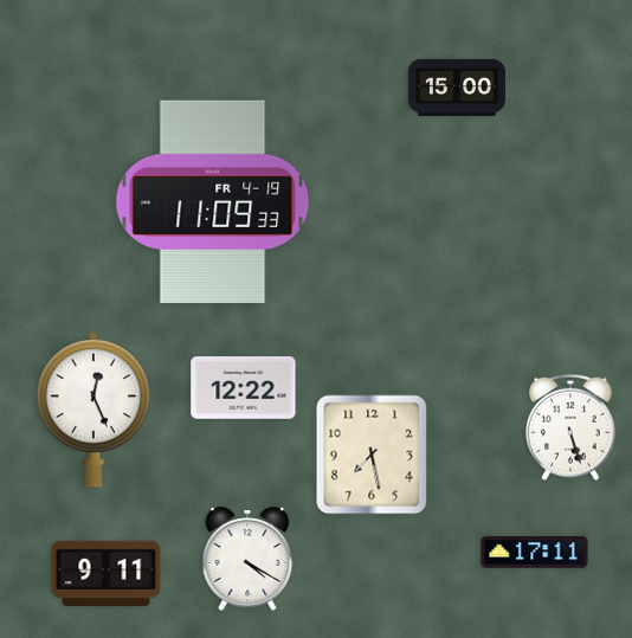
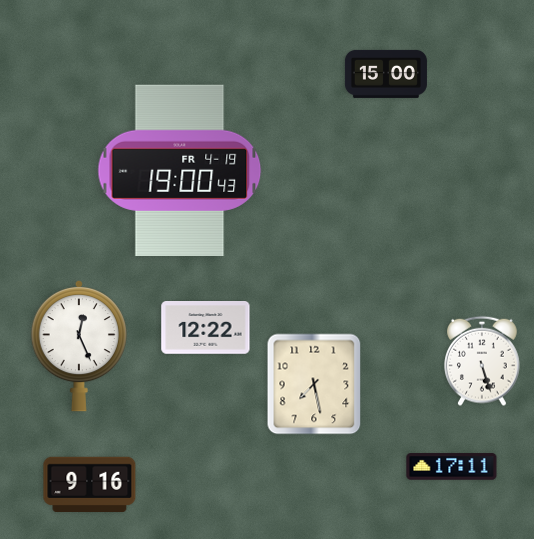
clock at (213, 201): 11:09 -> 19:00
clock at (247, 559): 4:20 -> none
clock at (107, 573): 9:11 -> 9:16
